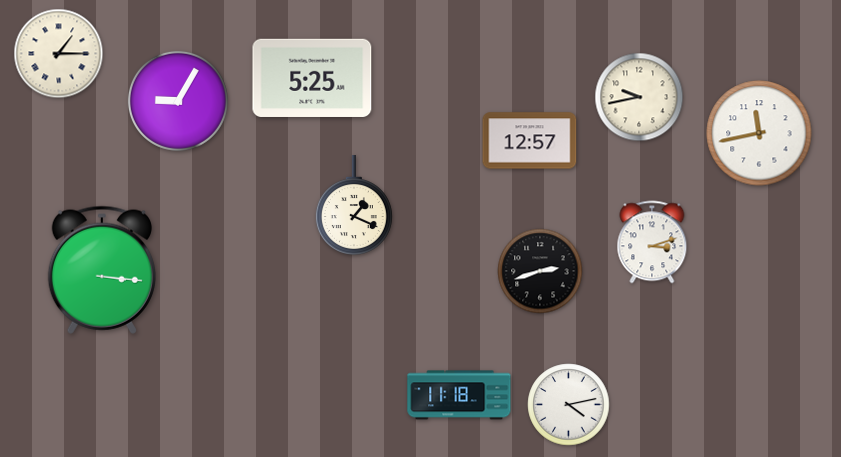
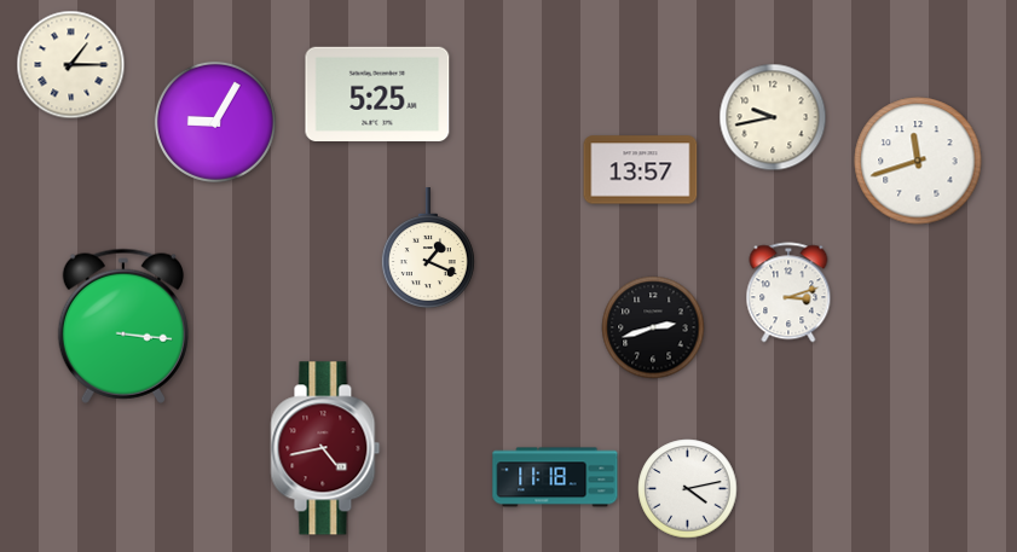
clock at (759, 133): 11:43 -> 11:42
clock at (530, 141): 12:57 -> 13:57
clock at (325, 448): none -> 4:43
